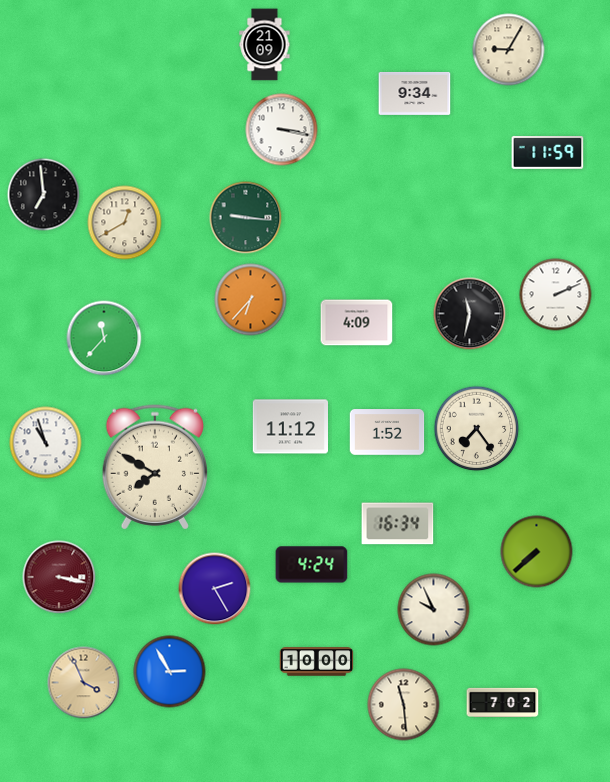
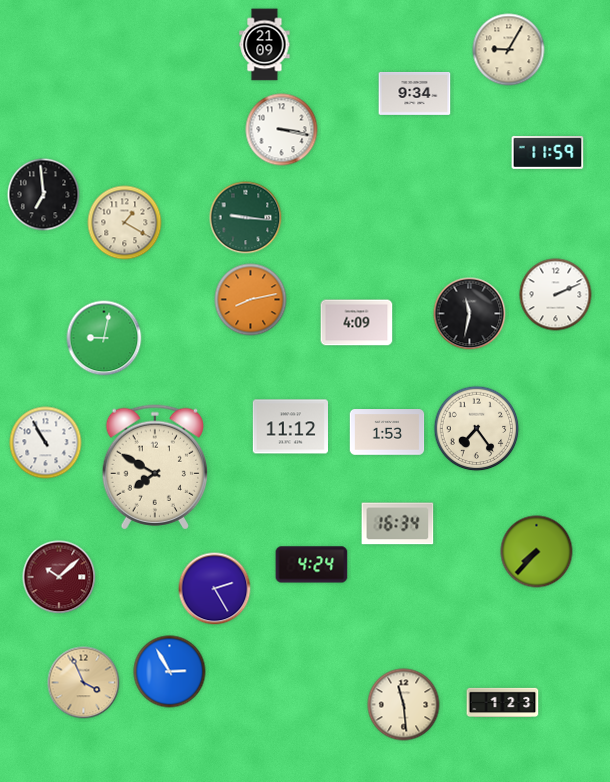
clock at (125, 223): 12:40 -> 1:20
clock at (251, 300): 6:37 -> 8:13
clock at (104, 338): 11:37 -> 9:02
clock at (387, 432): 1:52 -> 1:53
clock at (46, 443): 10:57 -> 10:55
clock at (537, 552): 7:38 -> 7:37
clock at (59, 577): 3:17 -> 10:08
clock at (434, 610): 9:56 -> none
clock at (317, 662): 10:00 -> none
clock at (503, 702): 7:02 -> 1:23
